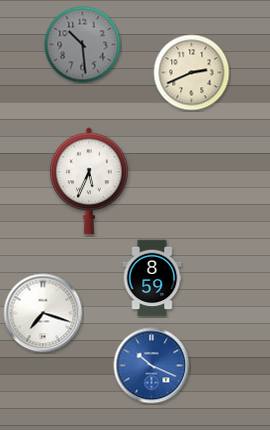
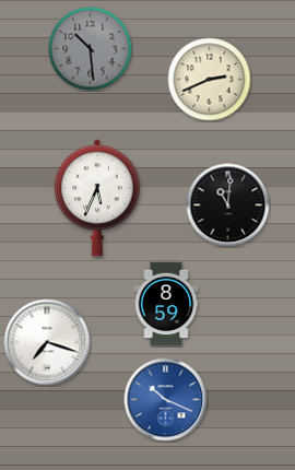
clock at (228, 205): none -> 11:01
